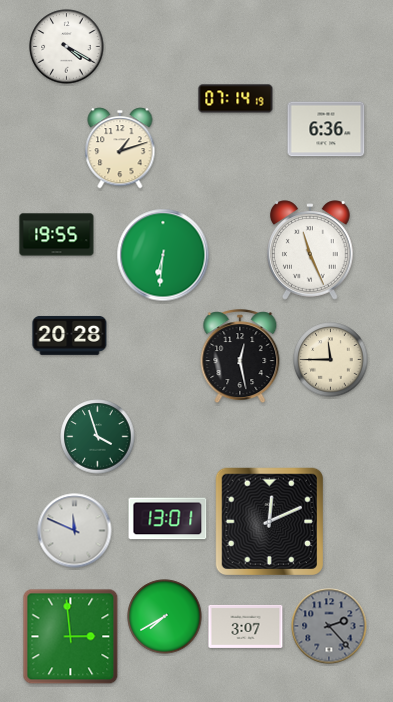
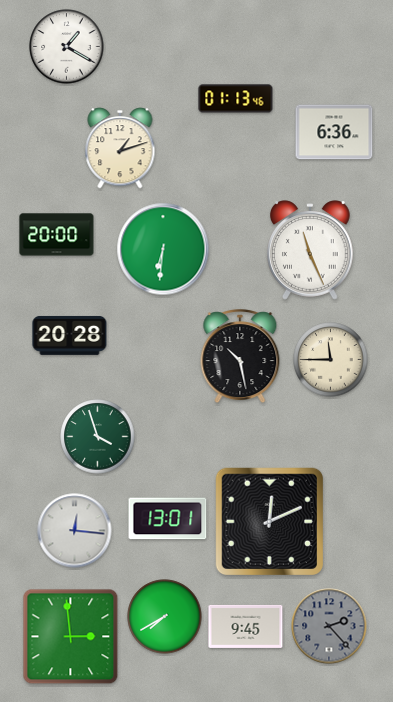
clock at (67, 47): 4:20 -> 1:20
clock at (236, 99): 07:14 -> 01:13
clock at (326, 129) position: (326, 129) -> (334, 132)
clock at (57, 235): 19:55 -> 20:00
clock at (163, 255) position: (163, 255) -> (163, 249)
clock at (240, 357): 12:28 -> 10:28
clock at (75, 531): 11:49 -> 12:16
clock at (246, 626): 3:07 -> 9:45
